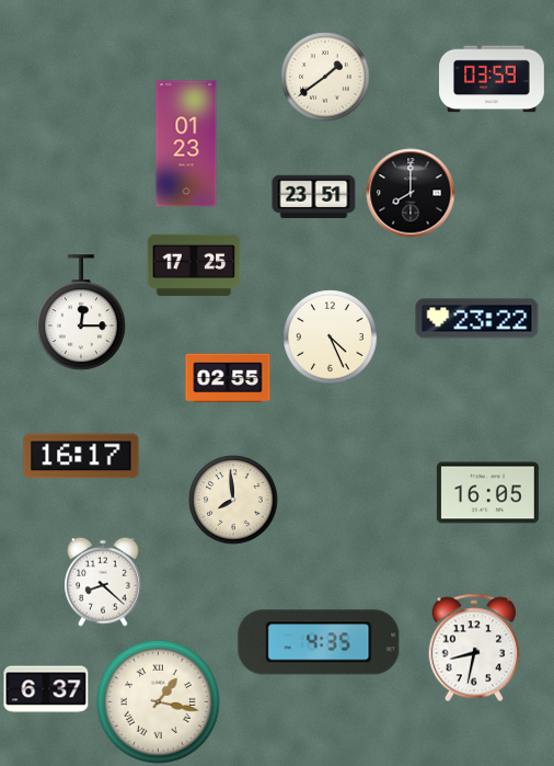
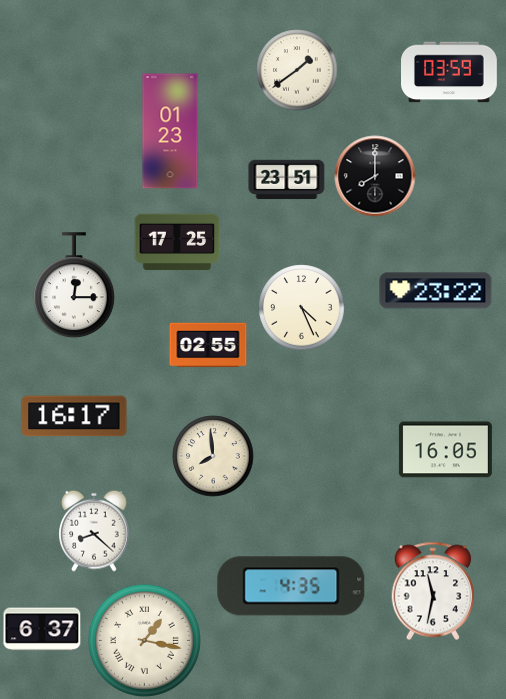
clock at (474, 648): 8:32 -> 11:32
